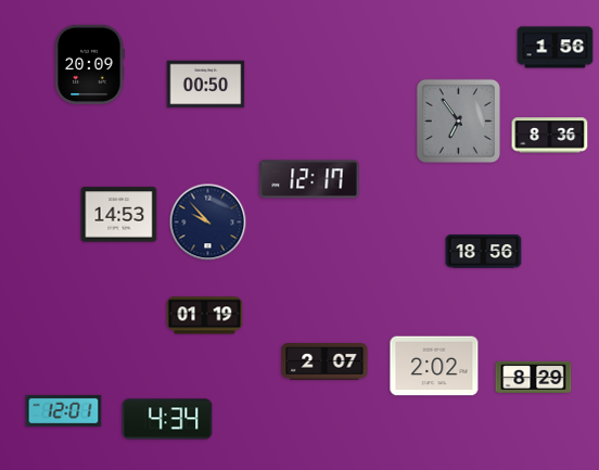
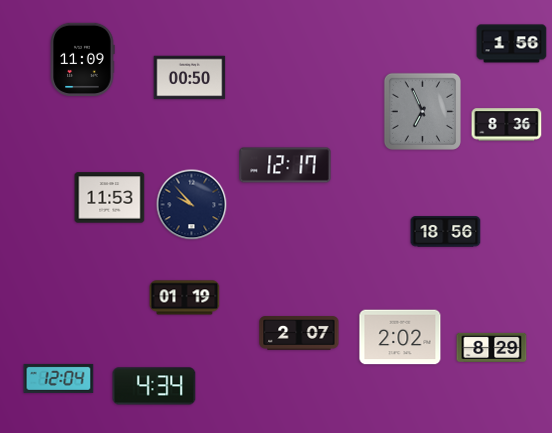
clock at (89, 64): 20:09 -> 11:09
clock at (458, 120): 6:54 -> 6:56
clock at (119, 215): 14:53 -> 11:53
clock at (205, 316) position: (205, 316) -> (185, 298)
clock at (64, 410): 12:01 -> 12:04
